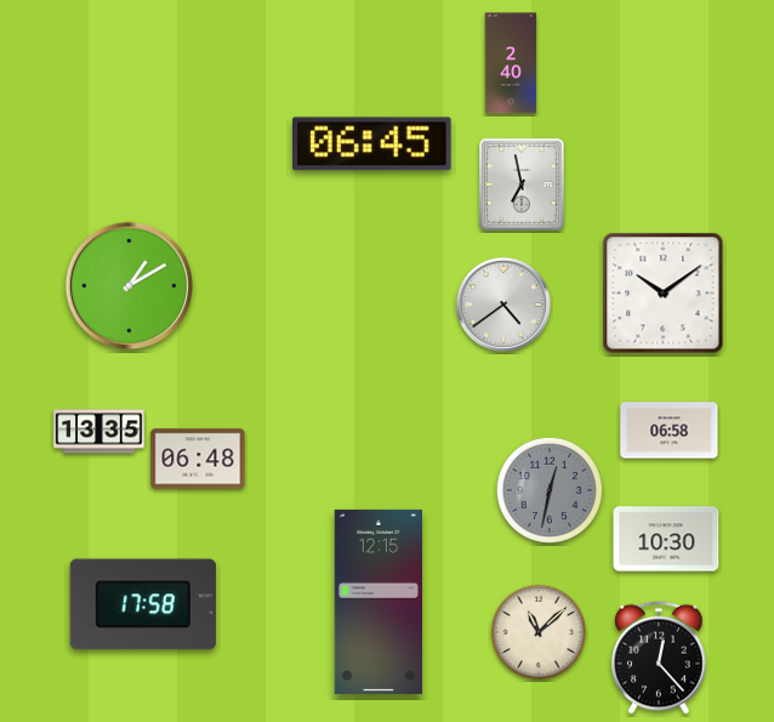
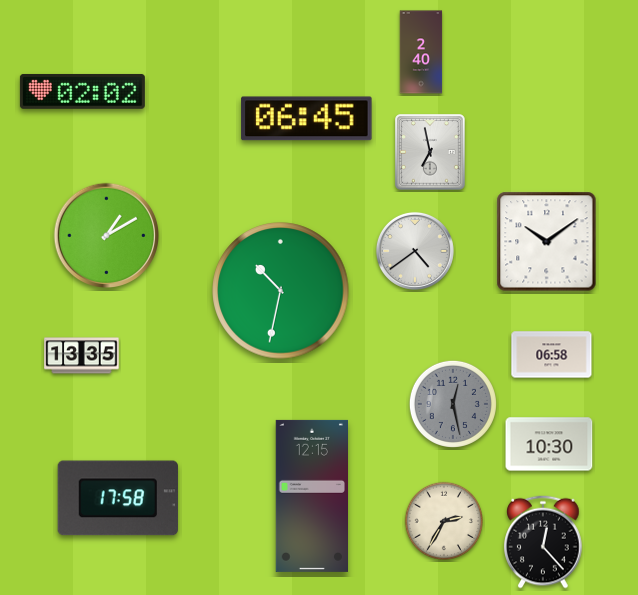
clock at (82, 91): none -> 02:02
clock at (281, 291): none -> 10:32
clock at (198, 459): 06:48 -> none
clock at (550, 490): 12:32 -> 12:28
clock at (539, 632): 11:08 -> 2:35
